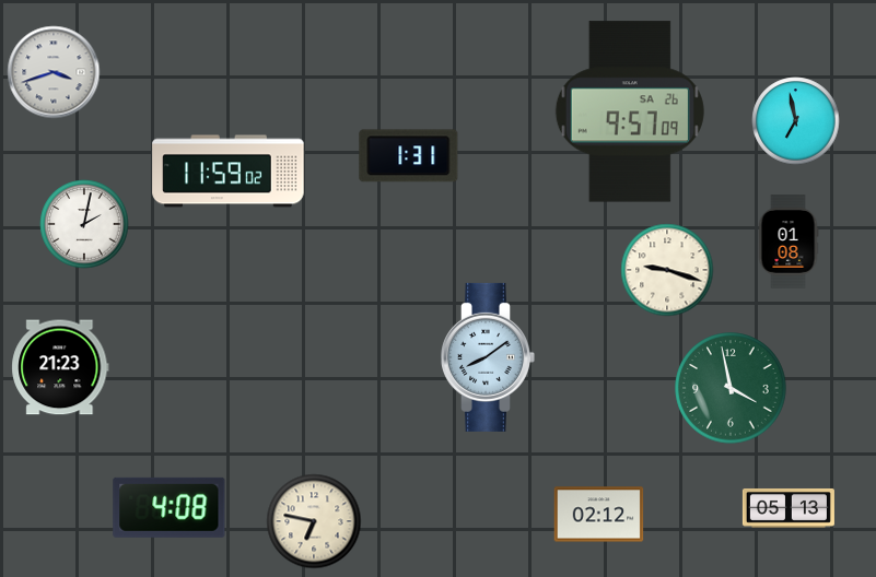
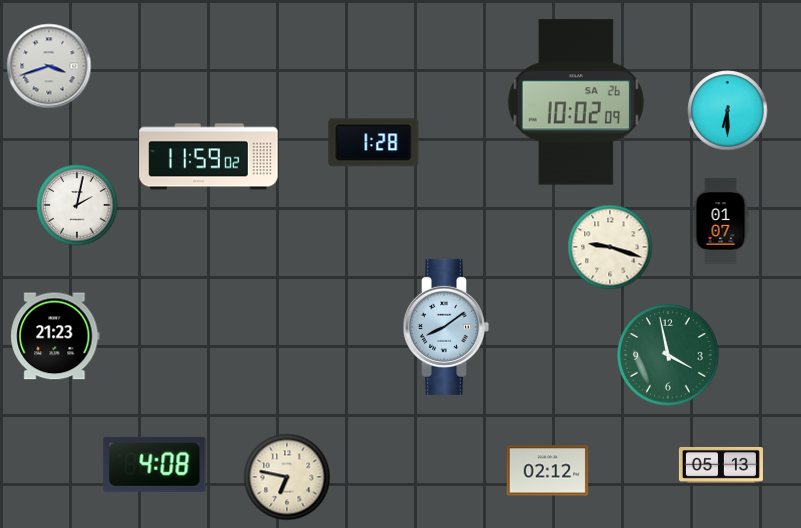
clock at (630, 111): 9:57 -> 10:02
clock at (796, 121): 6:58 -> 6:30
clock at (409, 156): 1:31 -> 1:28
clock at (789, 242): 01:08 -> 01:07
